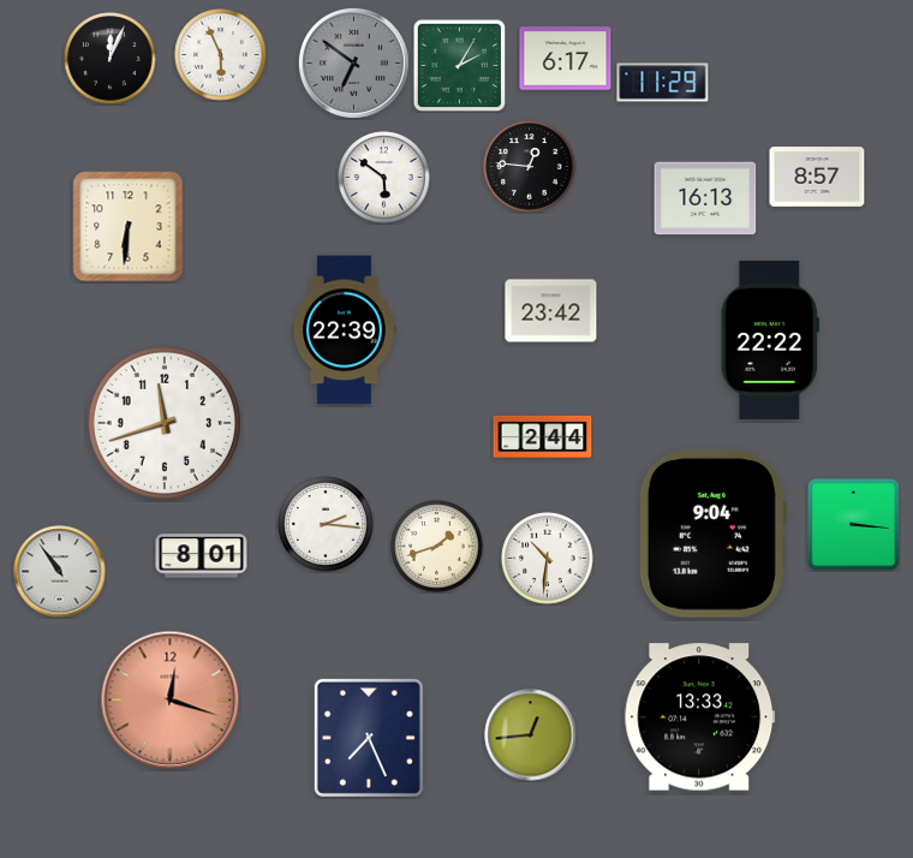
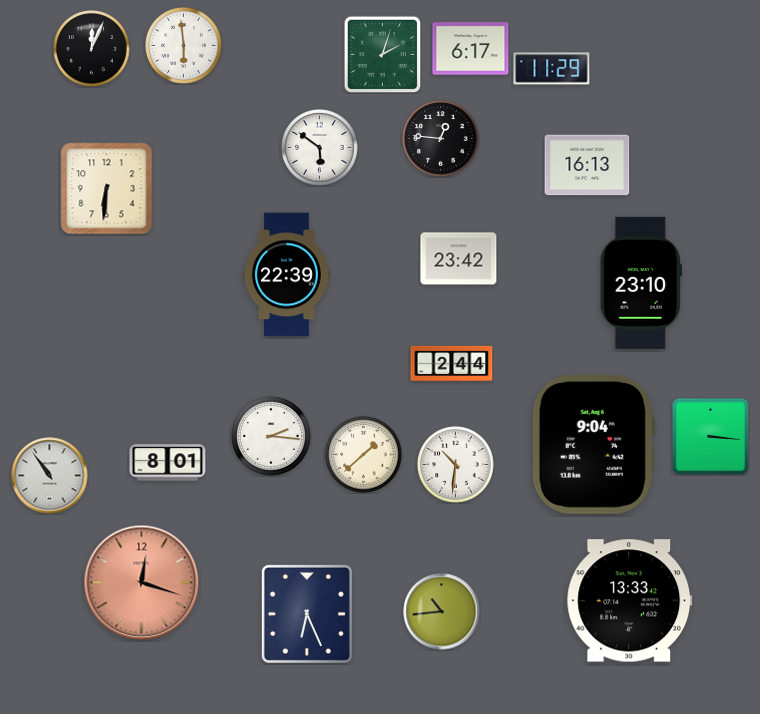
clock at (221, 55): 5:56 -> 5:59
clock at (353, 62): 6:51 -> none
clock at (459, 65): 2:05 -> 2:03
clock at (817, 177): 8:57 -> none
clock at (770, 340): 22:22 -> 23:10
clock at (165, 423): 11:42 -> none
clock at (437, 547): 1:42 -> 1:38
clock at (700, 717) position: (700, 717) -> (630, 601)
clock at (531, 735): 12:44 -> 10:44
clock at (369, 738): 7:26 -> 6:26
